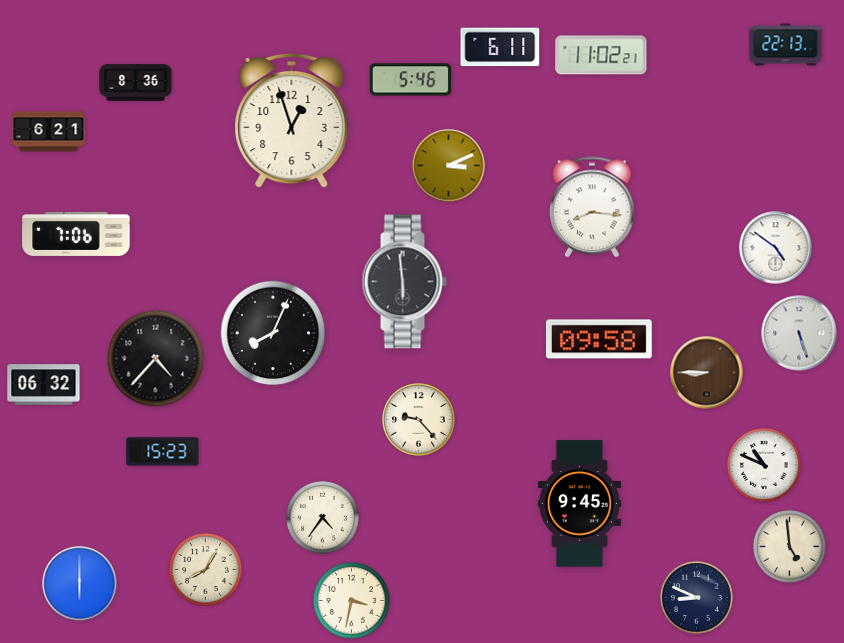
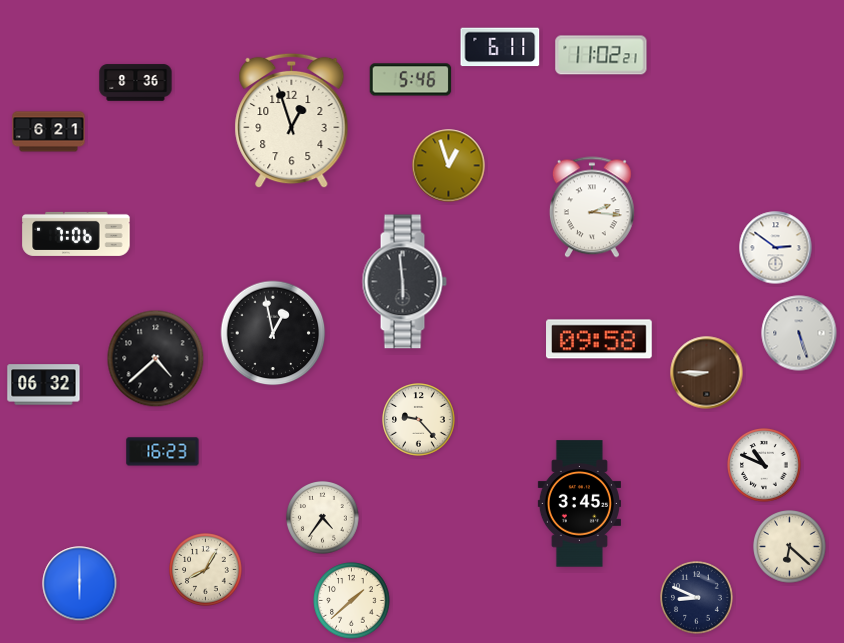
clock at (786, 45): 22:13 -> none
clock at (449, 166): 3:11 -> 12:57
clock at (592, 207): 8:16 -> 2:16
clock at (776, 248): 4:51 -> 2:51
clock at (273, 333): 8:04 -> 12:58
clock at (156, 359): 4:37 -> 4:38
clock at (163, 452): 15:23 -> 16:23
clock at (579, 504): 9:45 -> 3:45
clock at (790, 547): 4:59 -> 6:22
clock at (352, 601): 3:32 -> 1:38
